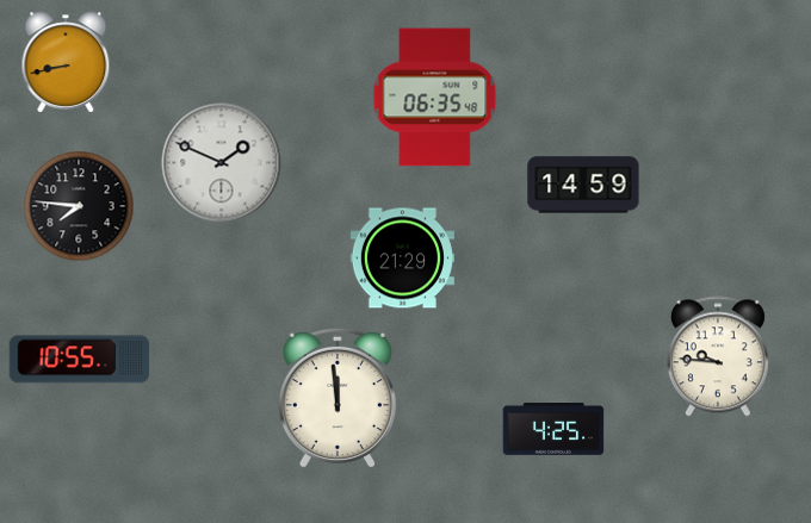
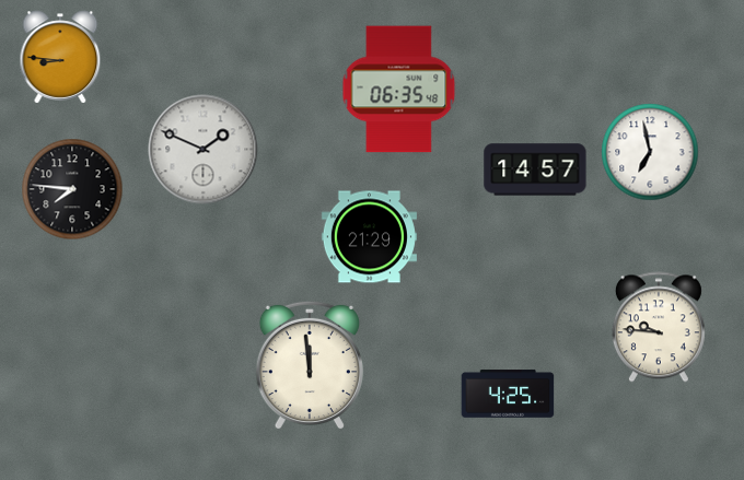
clock at (66, 62): 8:43 -> 8:46
clock at (650, 152): none -> 6:58
clock at (583, 185): 14:59 -> 14:57
clock at (80, 360): 10:55 -> none
